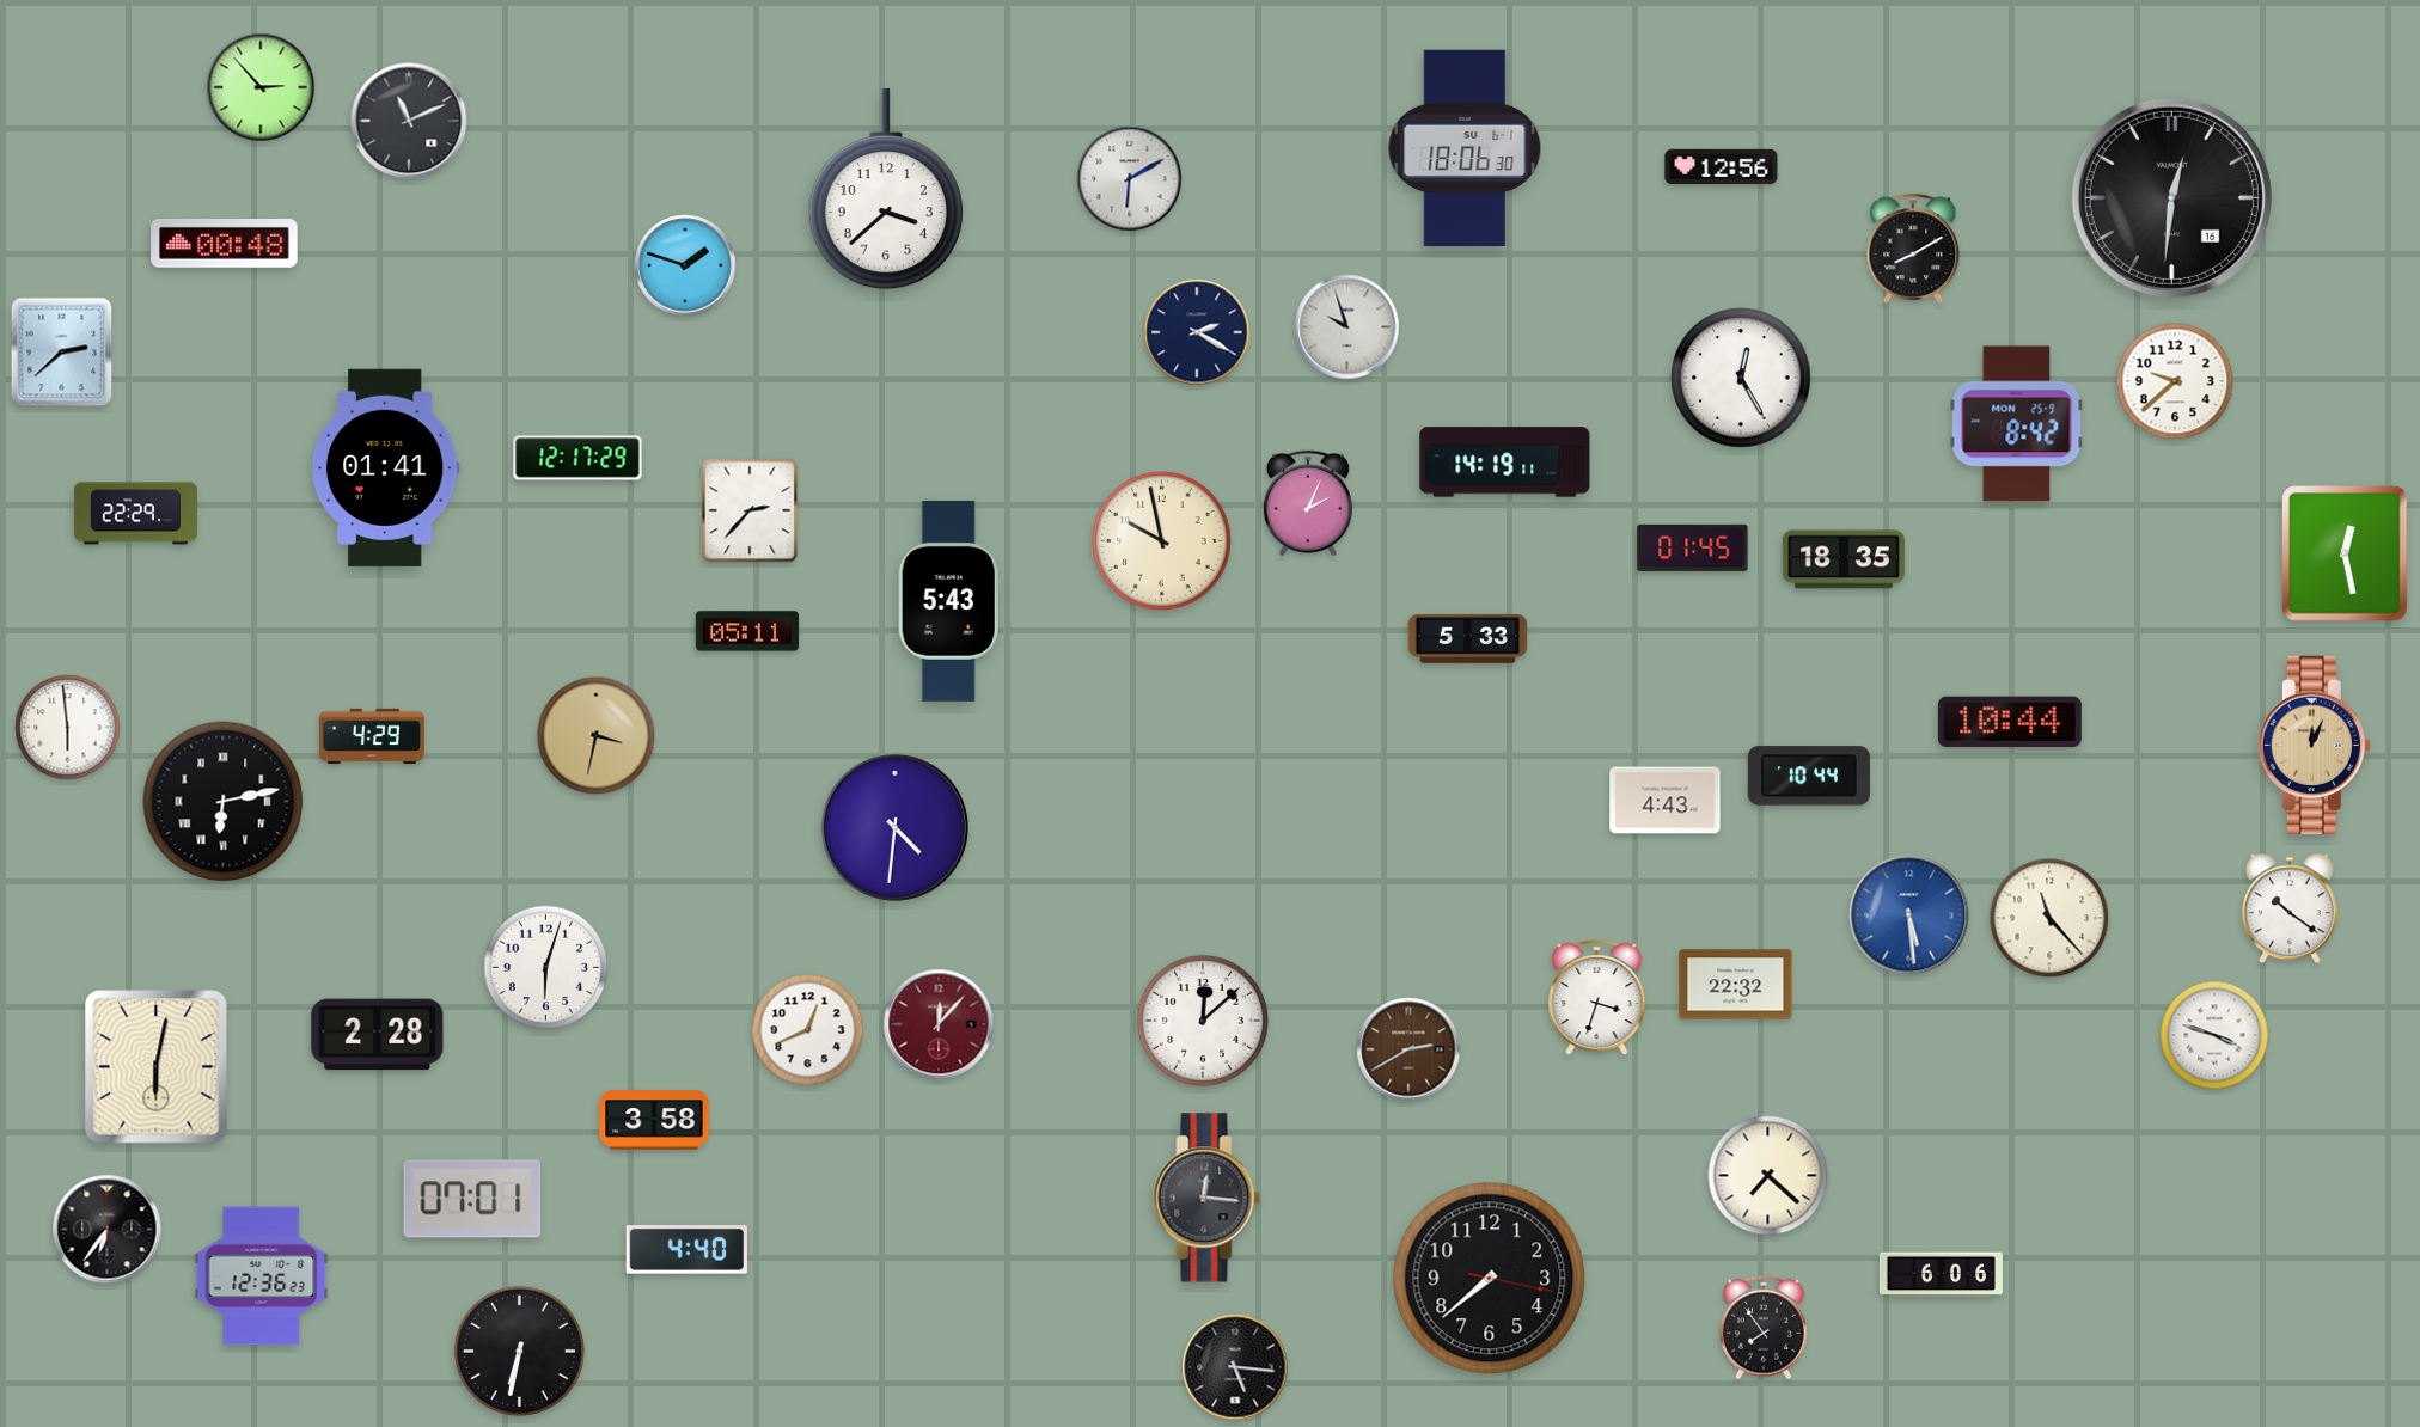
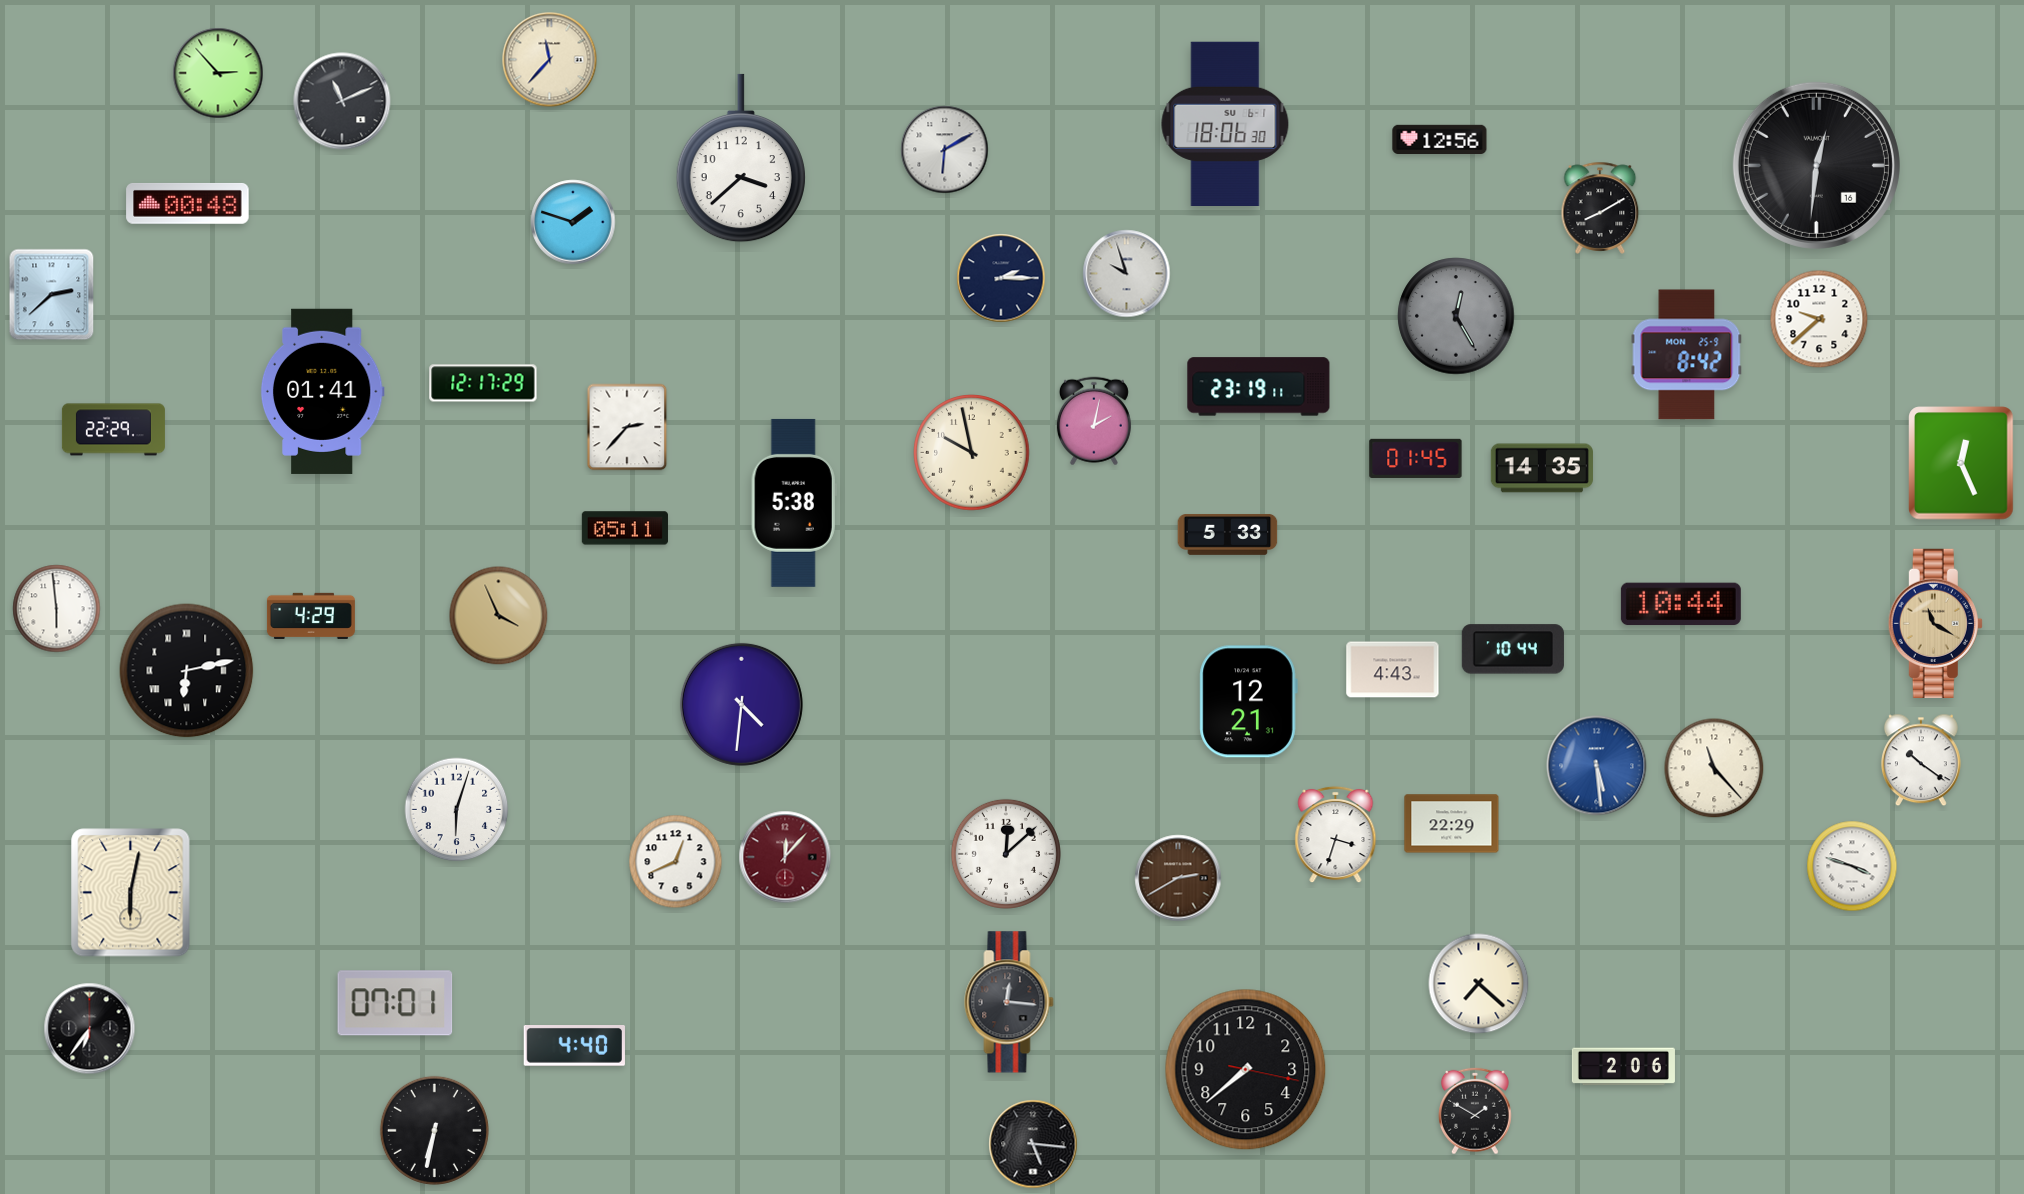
clock at (550, 60): none -> 11:37
clock at (1197, 332): 2:20 -> 2:15
clock at (1741, 378) dial: white -> grey
clock at (1505, 463): 14:19 -> 23:19
clock at (1308, 503): 2:04 -> 2:02
clock at (2345, 553): 12:28 -> 12:26
clock at (1844, 559): 18:35 -> 14:35
clock at (949, 601): 5:43 -> 5:38
clock at (597, 736): 3:32 -> 3:56
clock at (2314, 745): 12:04 -> 11:20
clock at (894, 827) position: (894, 827) -> (741, 704)
clock at (1248, 702): none -> 12:21
clock at (2290, 908) position: (2290, 908) -> (1921, 760)
clock at (1736, 985): 22:32 -> 22:29
clock at (378, 1035): 2:28 -> none
clock at (654, 1120): 3:58 -> none
clock at (1941, 1275): 6:06 -> 2:06
clock at (262, 1276): 12:36 -> none
clock at (1765, 1328): 7:54 -> 1:50
